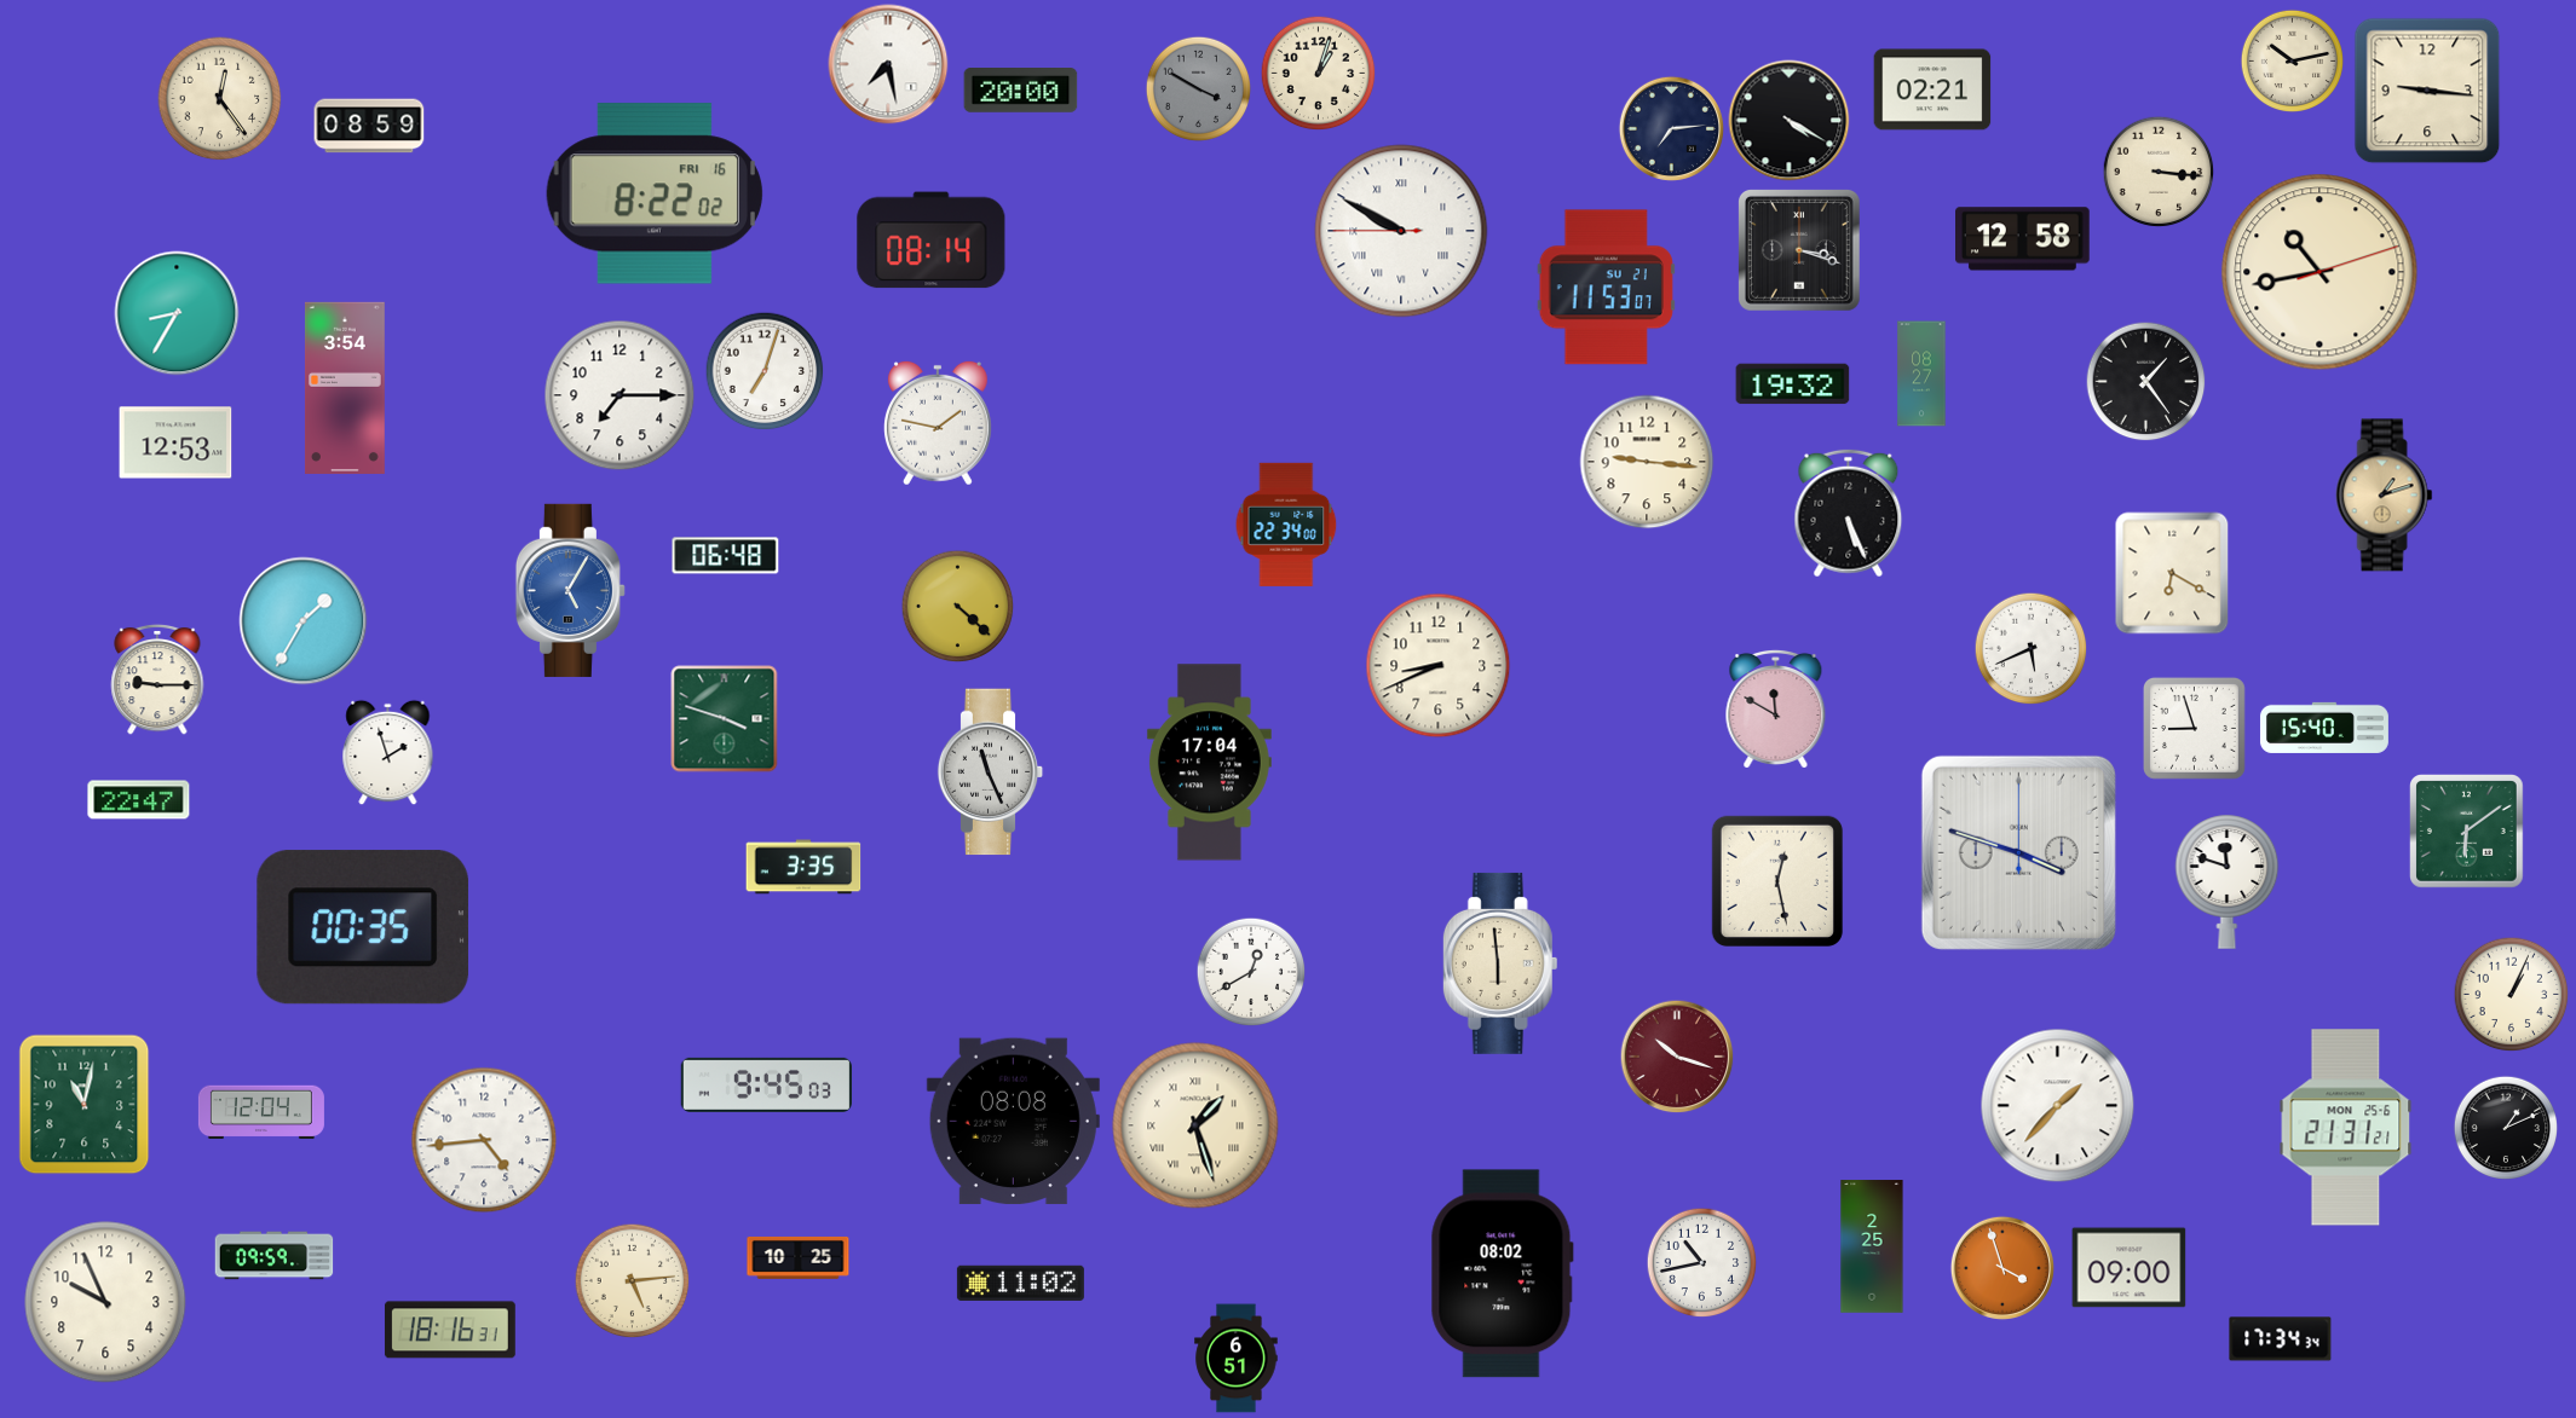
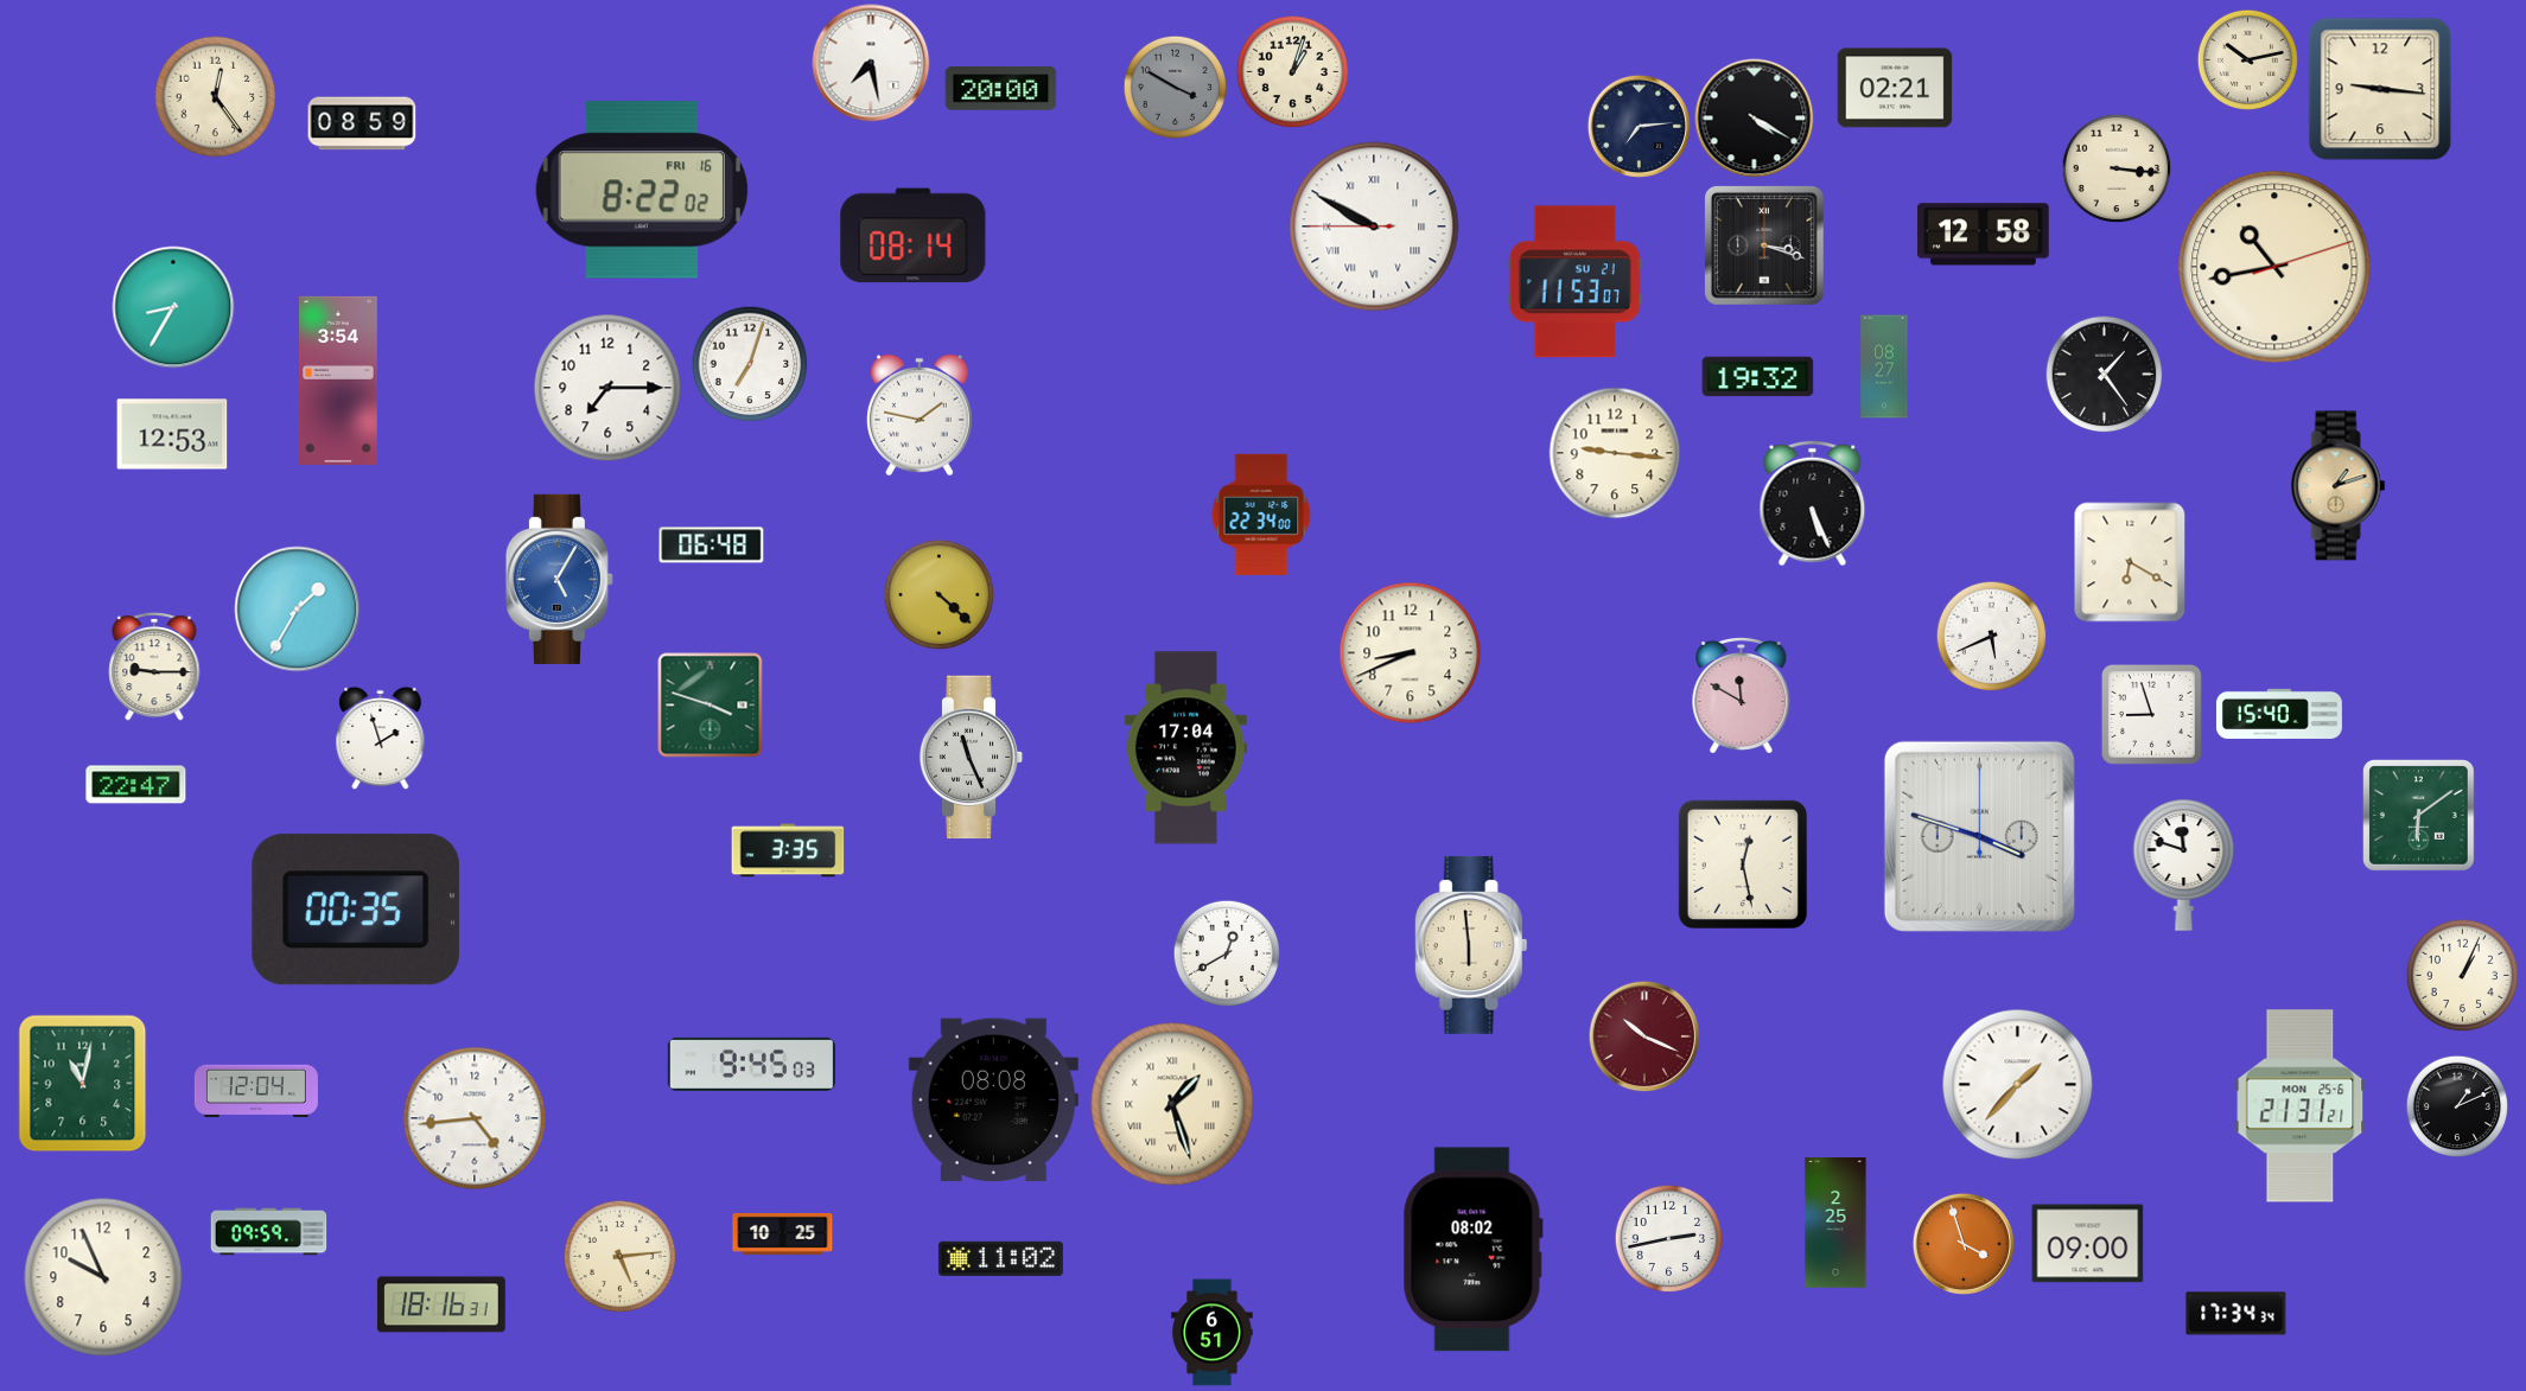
clock at (1677, 1057): 10:18 -> 10:19
clock at (1701, 1262): 10:43 -> 2:43
